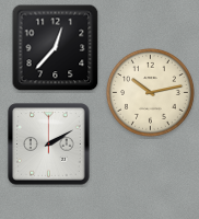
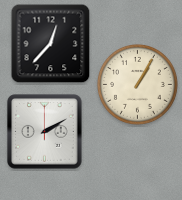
clock at (150, 92): 10:13 -> 1:05
